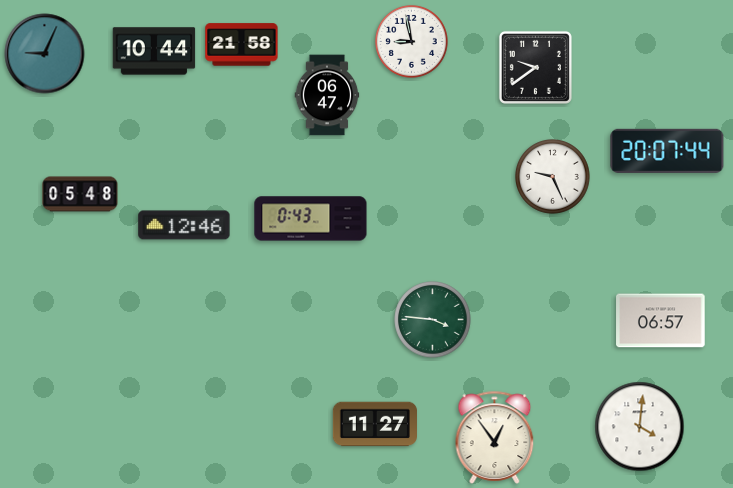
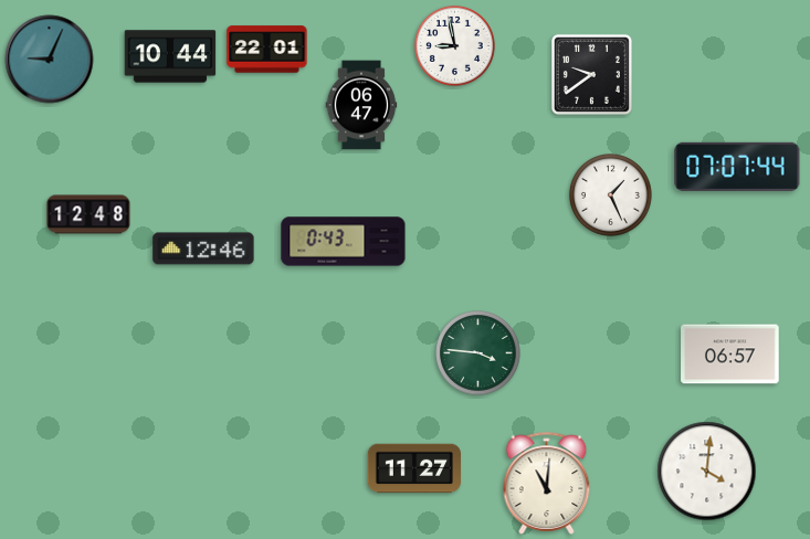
clock at (242, 45): 21:58 -> 22:01
clock at (667, 151): 20:07 -> 07:07
clock at (553, 177): 9:26 -> 1:26
clock at (80, 194): 05:48 -> 12:48
clock at (495, 437): 12:54 -> 11:01
